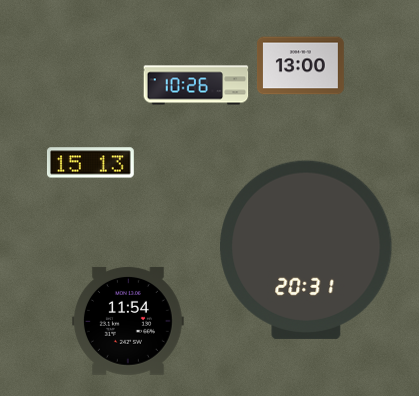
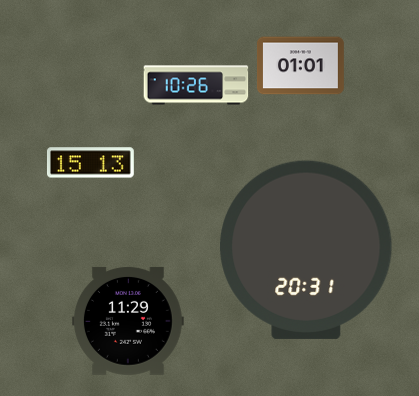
clock at (300, 66): 13:00 -> 01:01
clock at (128, 321): 11:54 -> 11:29
